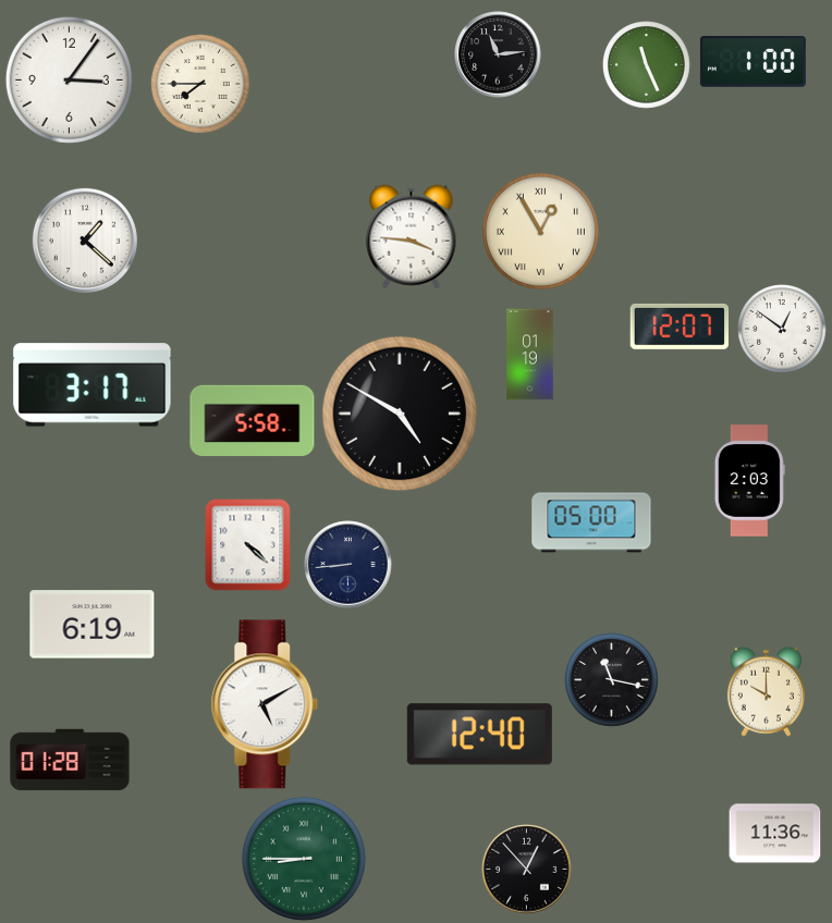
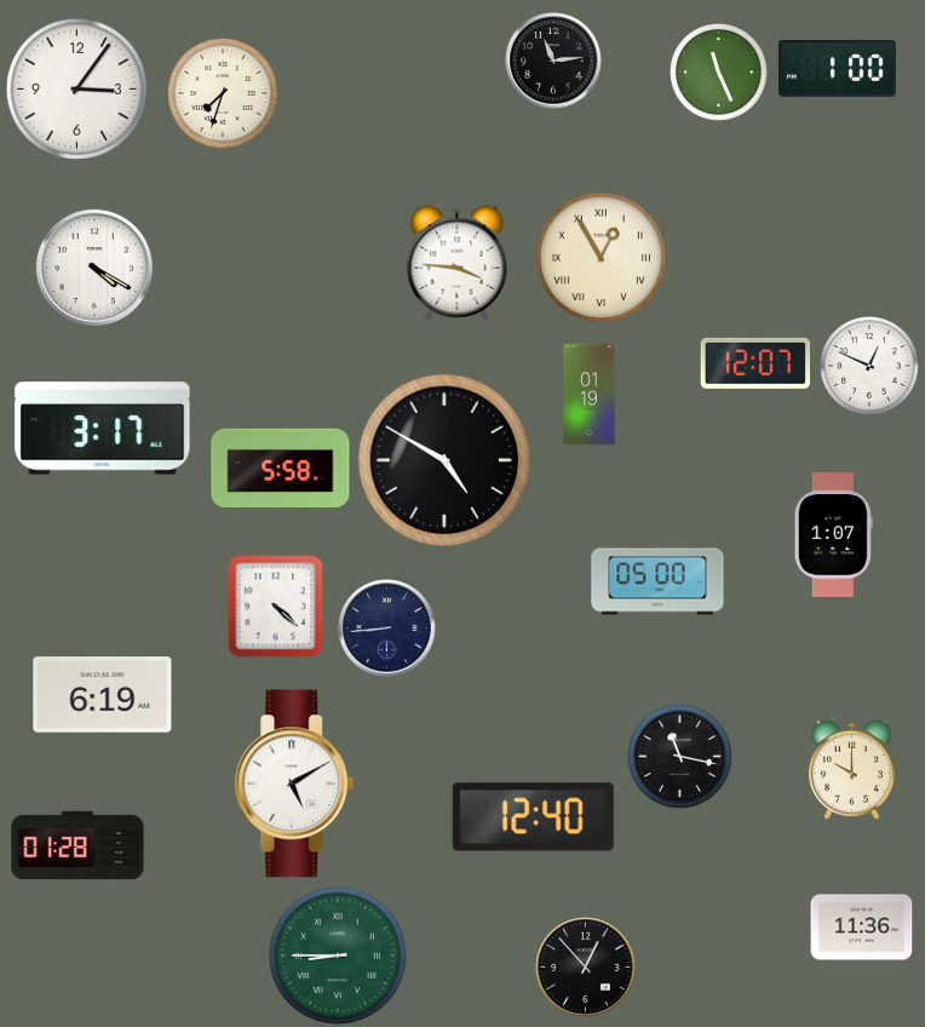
clock at (200, 84): 7:45 -> 7:33
clock at (85, 241): 1:22 -> 4:20
clock at (782, 329): 12:51 -> 12:49
clock at (749, 481): 2:03 -> 1:07
